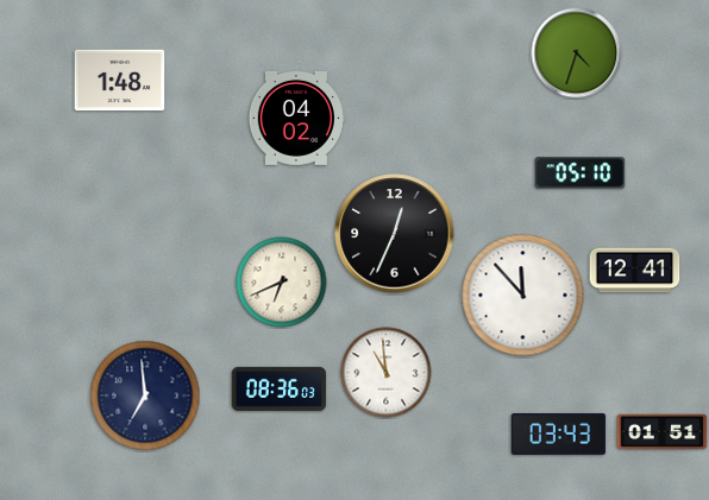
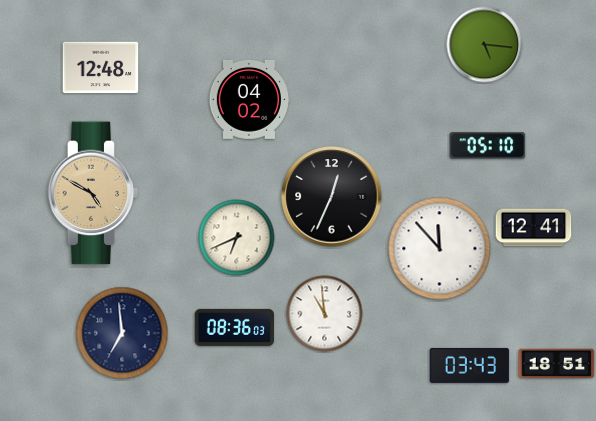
clock at (577, 53): 4:33 -> 5:16
clock at (120, 81): 1:48 -> 12:48
clock at (93, 193): none -> 4:50
clock at (663, 432): 01:51 -> 18:51
